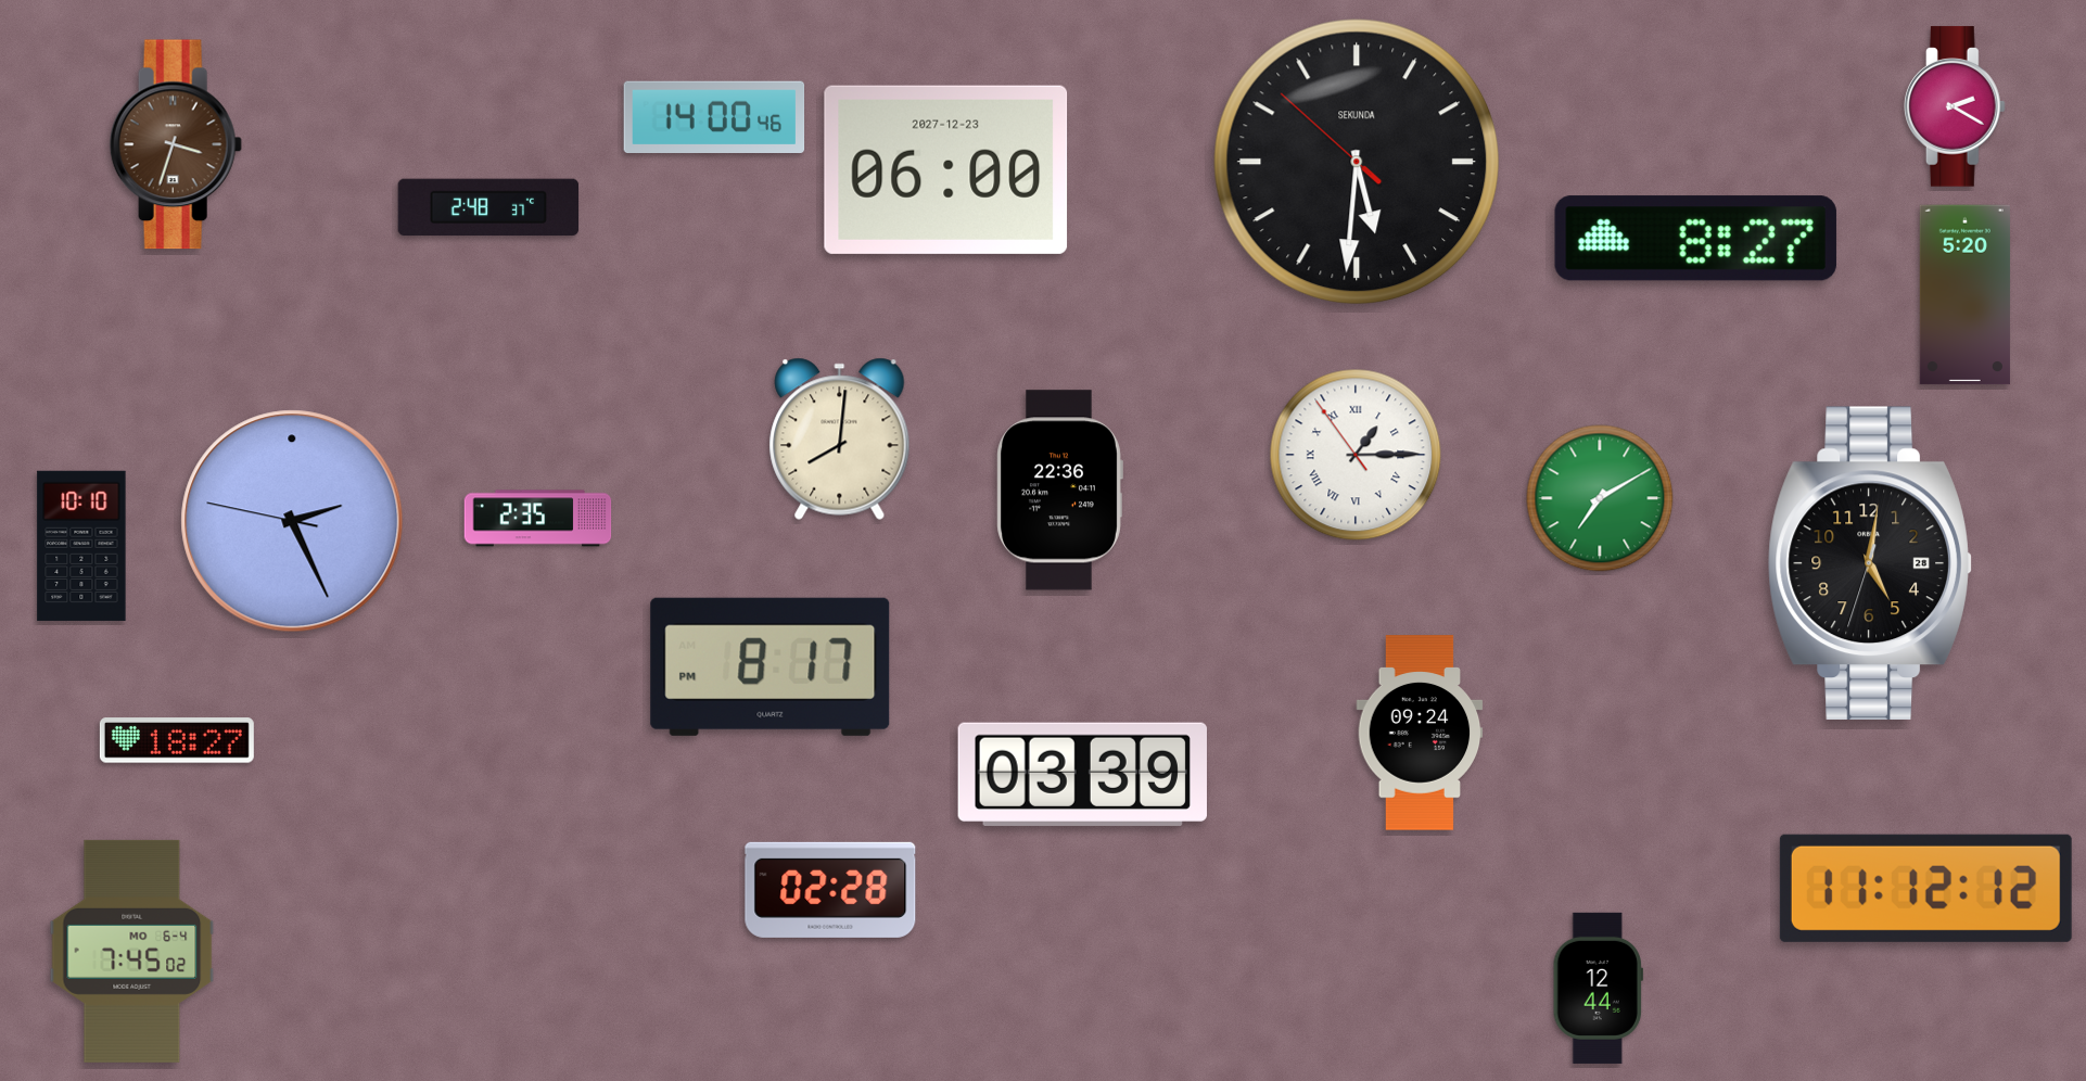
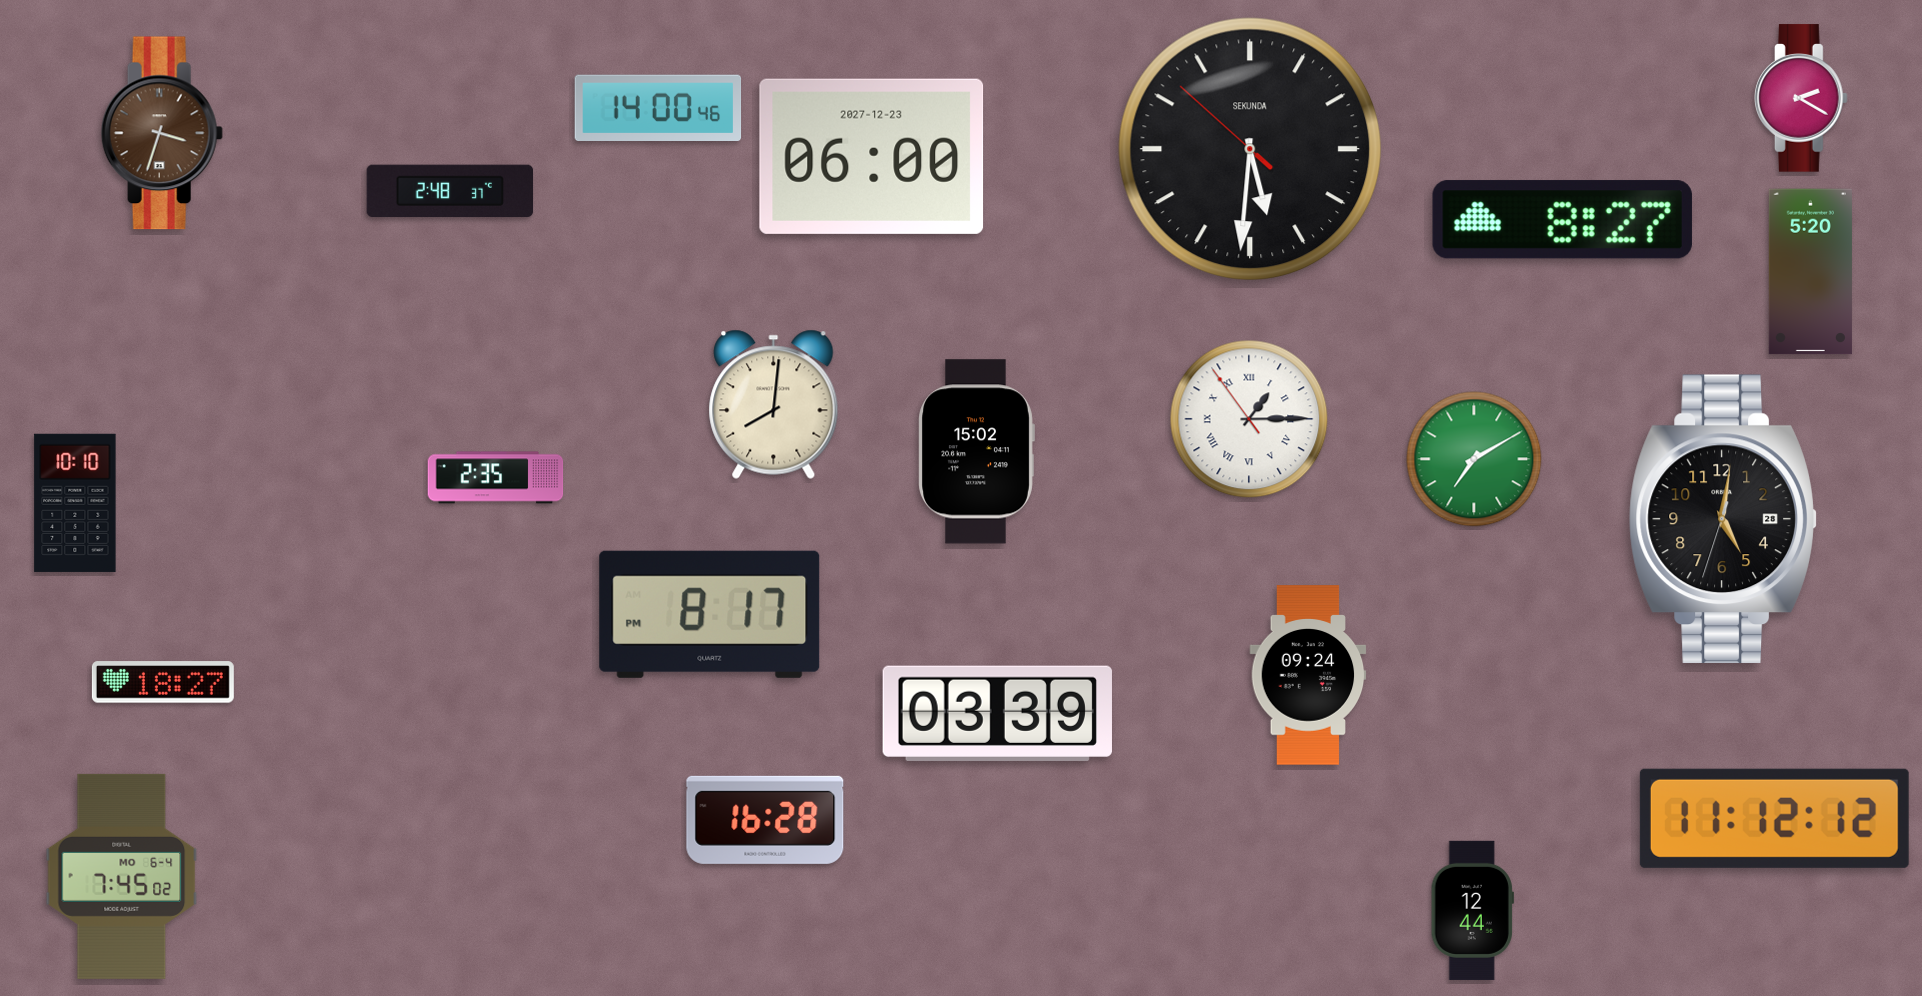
clock at (1059, 491): 22:36 -> 15:02
clock at (292, 521): 2:25 -> none
clock at (830, 890): 02:28 -> 16:28
